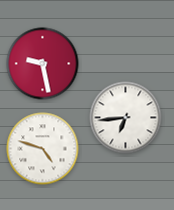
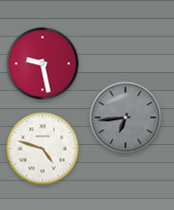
clock at (126, 118) dial: white -> grey
